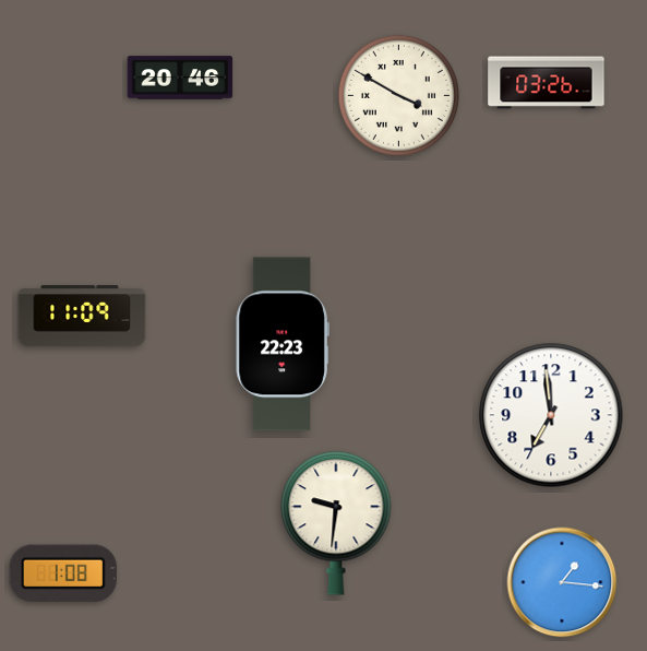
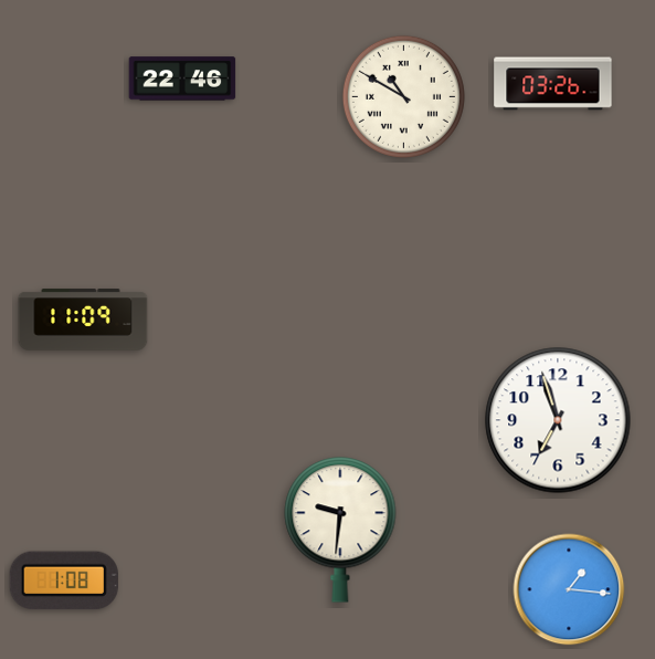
clock at (180, 78): 20:46 -> 22:46
clock at (398, 95): 3:50 -> 10:50
clock at (283, 344): 22:23 -> none
clock at (551, 415): 6:59 -> 6:57
